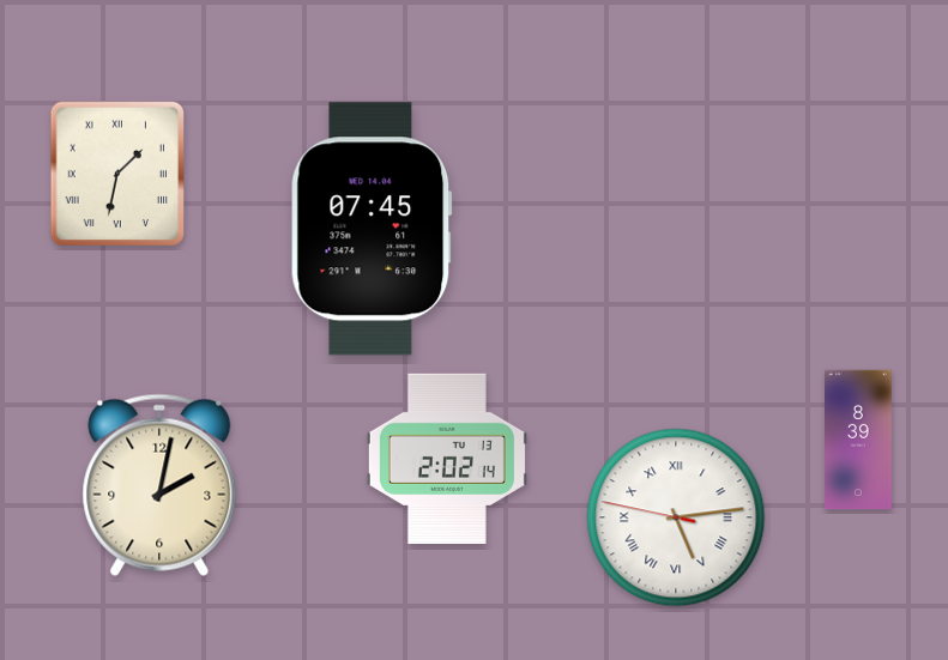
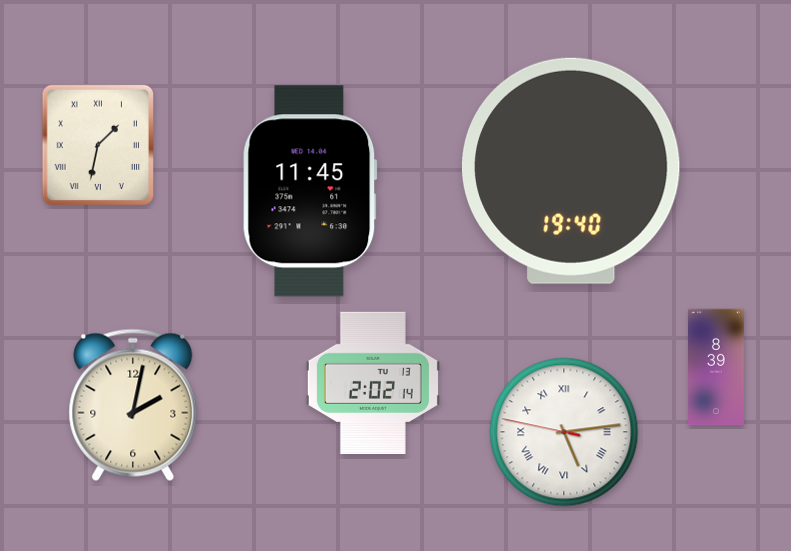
clock at (571, 171): none -> 19:40
clock at (372, 229): 07:45 -> 11:45
